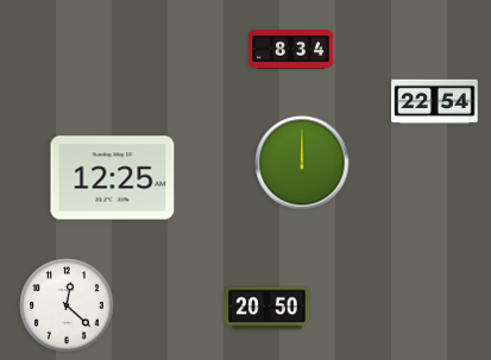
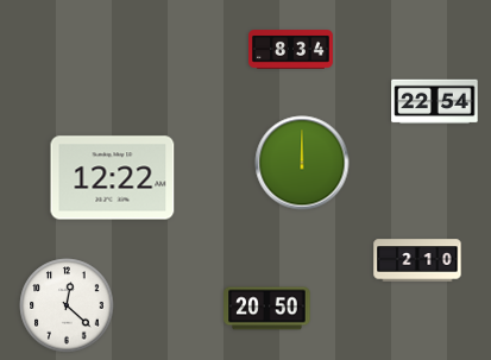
clock at (113, 178): 12:25 -> 12:22
clock at (417, 260): none -> 2:10
